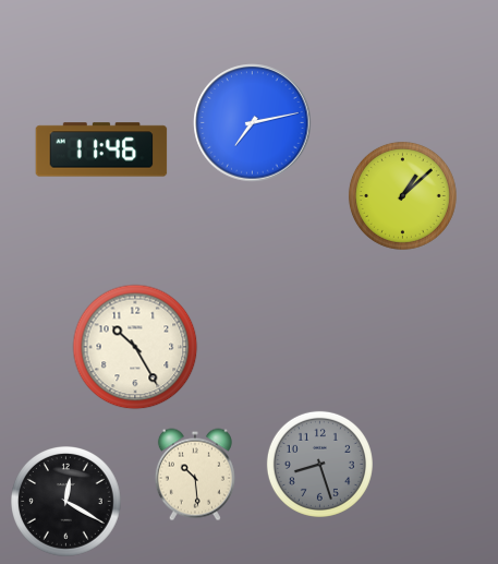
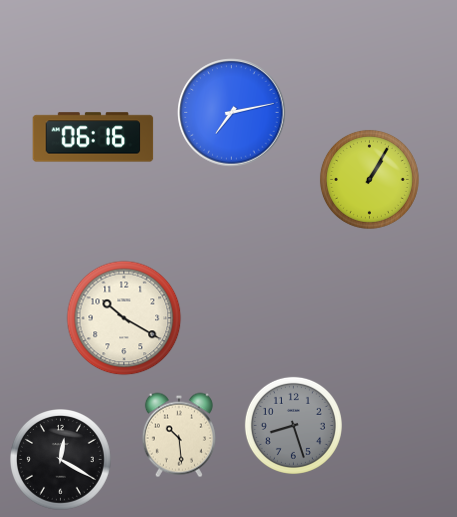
clock at (101, 149): 11:46 -> 06:16
clock at (402, 195): 1:08 -> 1:05
clock at (135, 347): 10:25 -> 10:20
